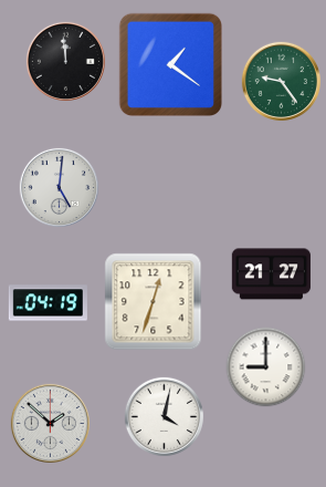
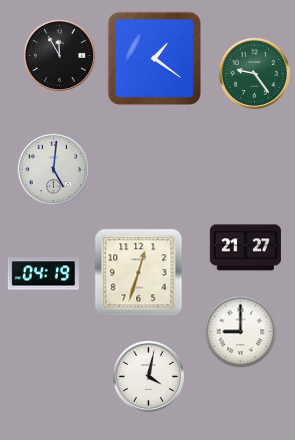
clock at (65, 61): 11:59 -> 11:55
clock at (50, 423): 1:52 -> none
